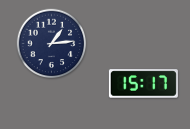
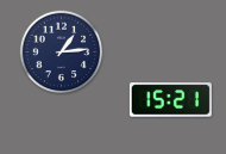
clock at (143, 84): 15:17 -> 15:21
